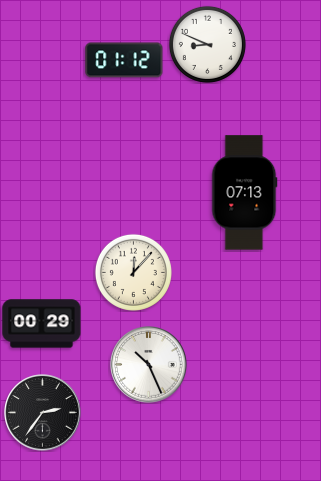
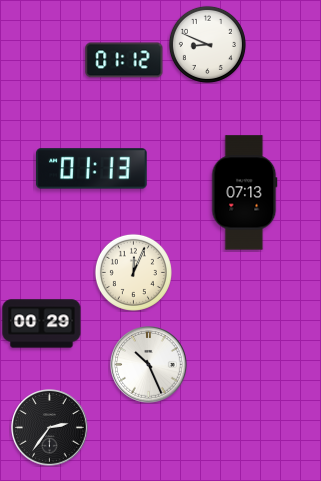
clock at (92, 169): none -> 01:13
clock at (133, 272): 12:07 -> 12:04
clock at (43, 413) position: (43, 413) -> (50, 428)
